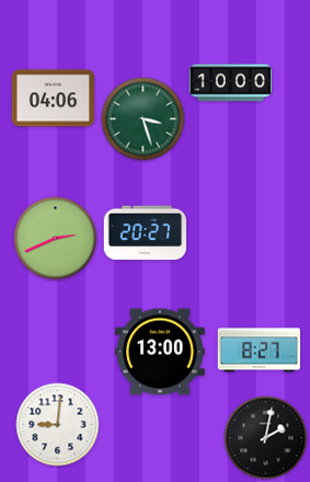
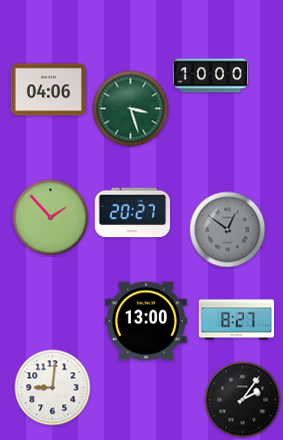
clock at (56, 239): 2:41 -> 1:53
clock at (228, 230): none -> 12:51
clock at (266, 438): 2:02 -> 2:06
